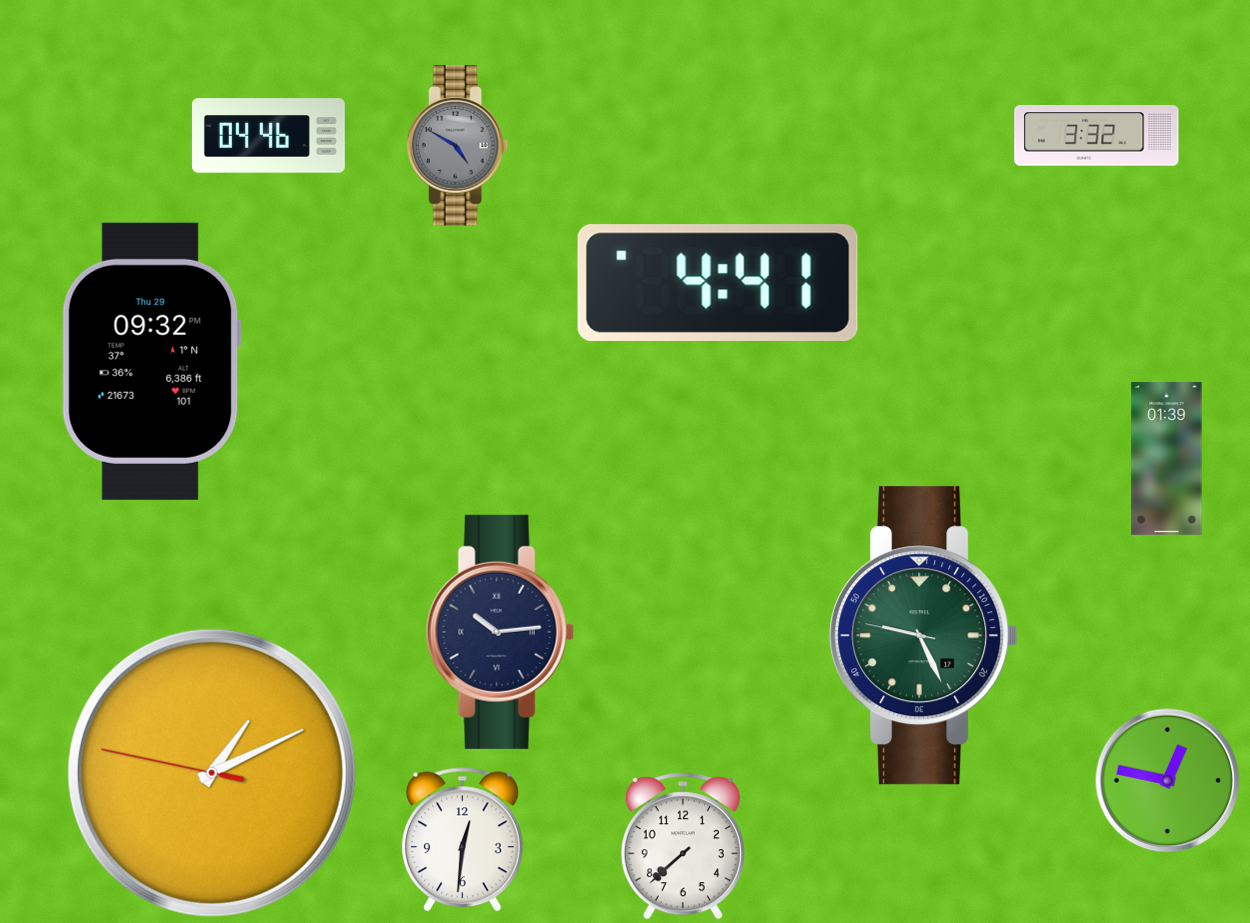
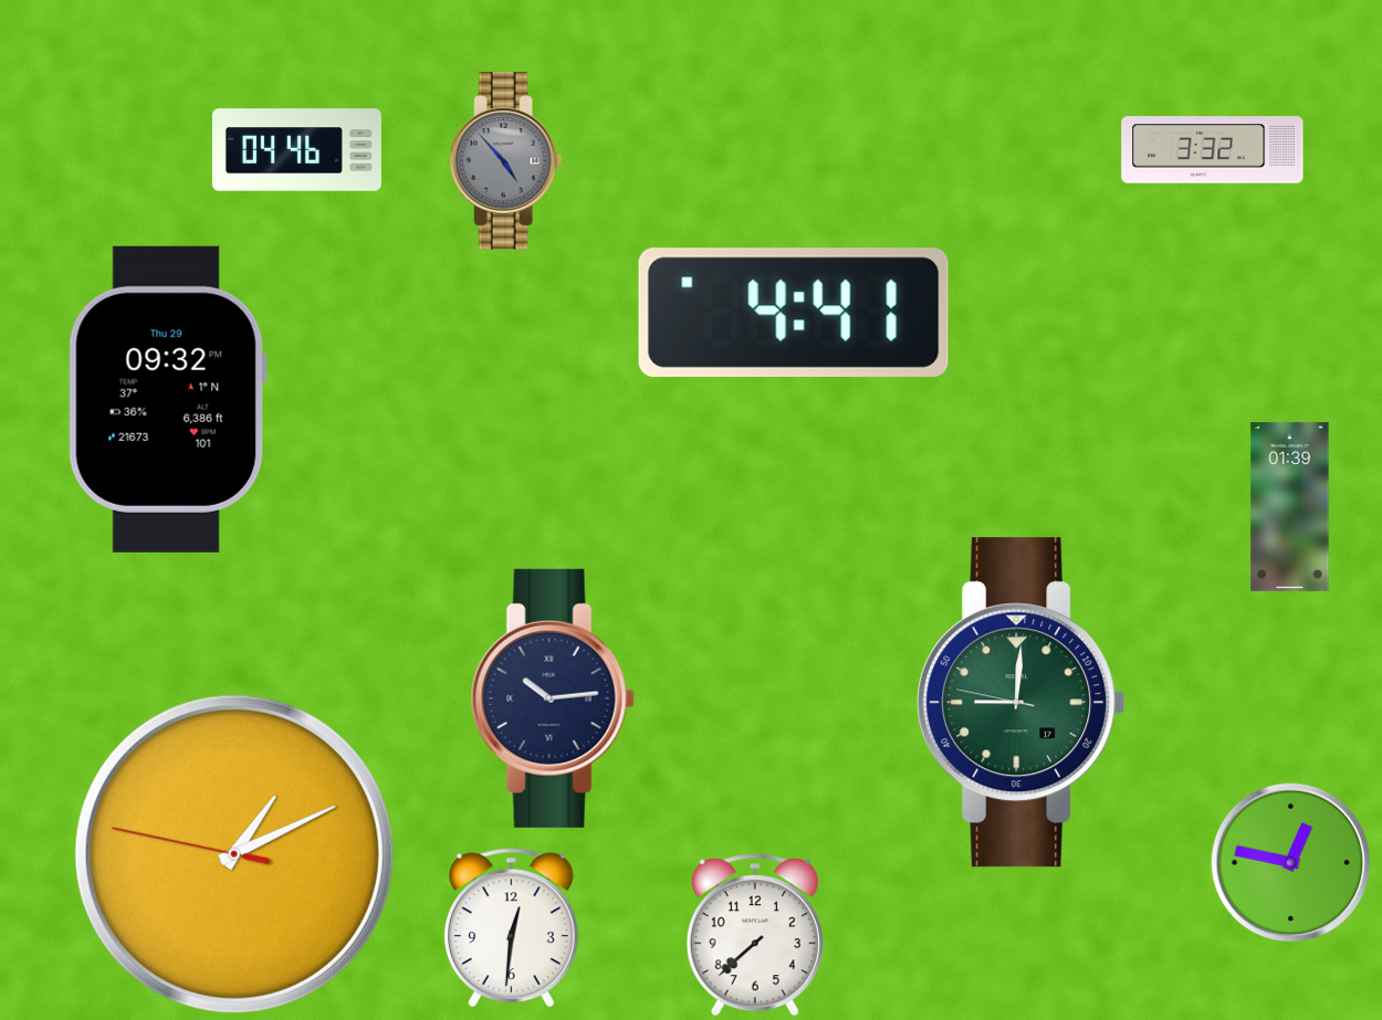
clock at (458, 146): 4:50 -> 4:53
clock at (924, 636): 9:25 -> 9:00
